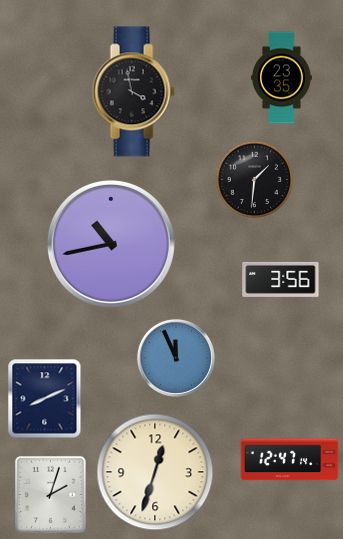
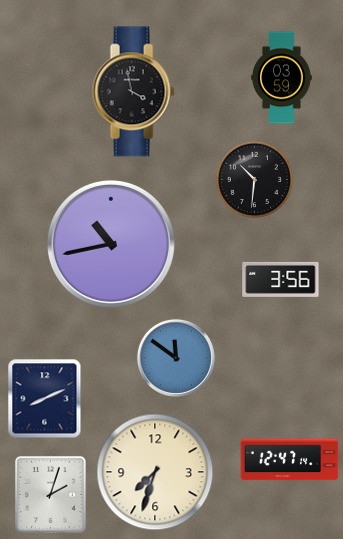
clock at (282, 78): 23:35 -> 03:59
clock at (254, 179): 1:31 -> 10:31
clock at (176, 358): 11:56 -> 11:51
clock at (155, 472): 12:33 -> 7:33
